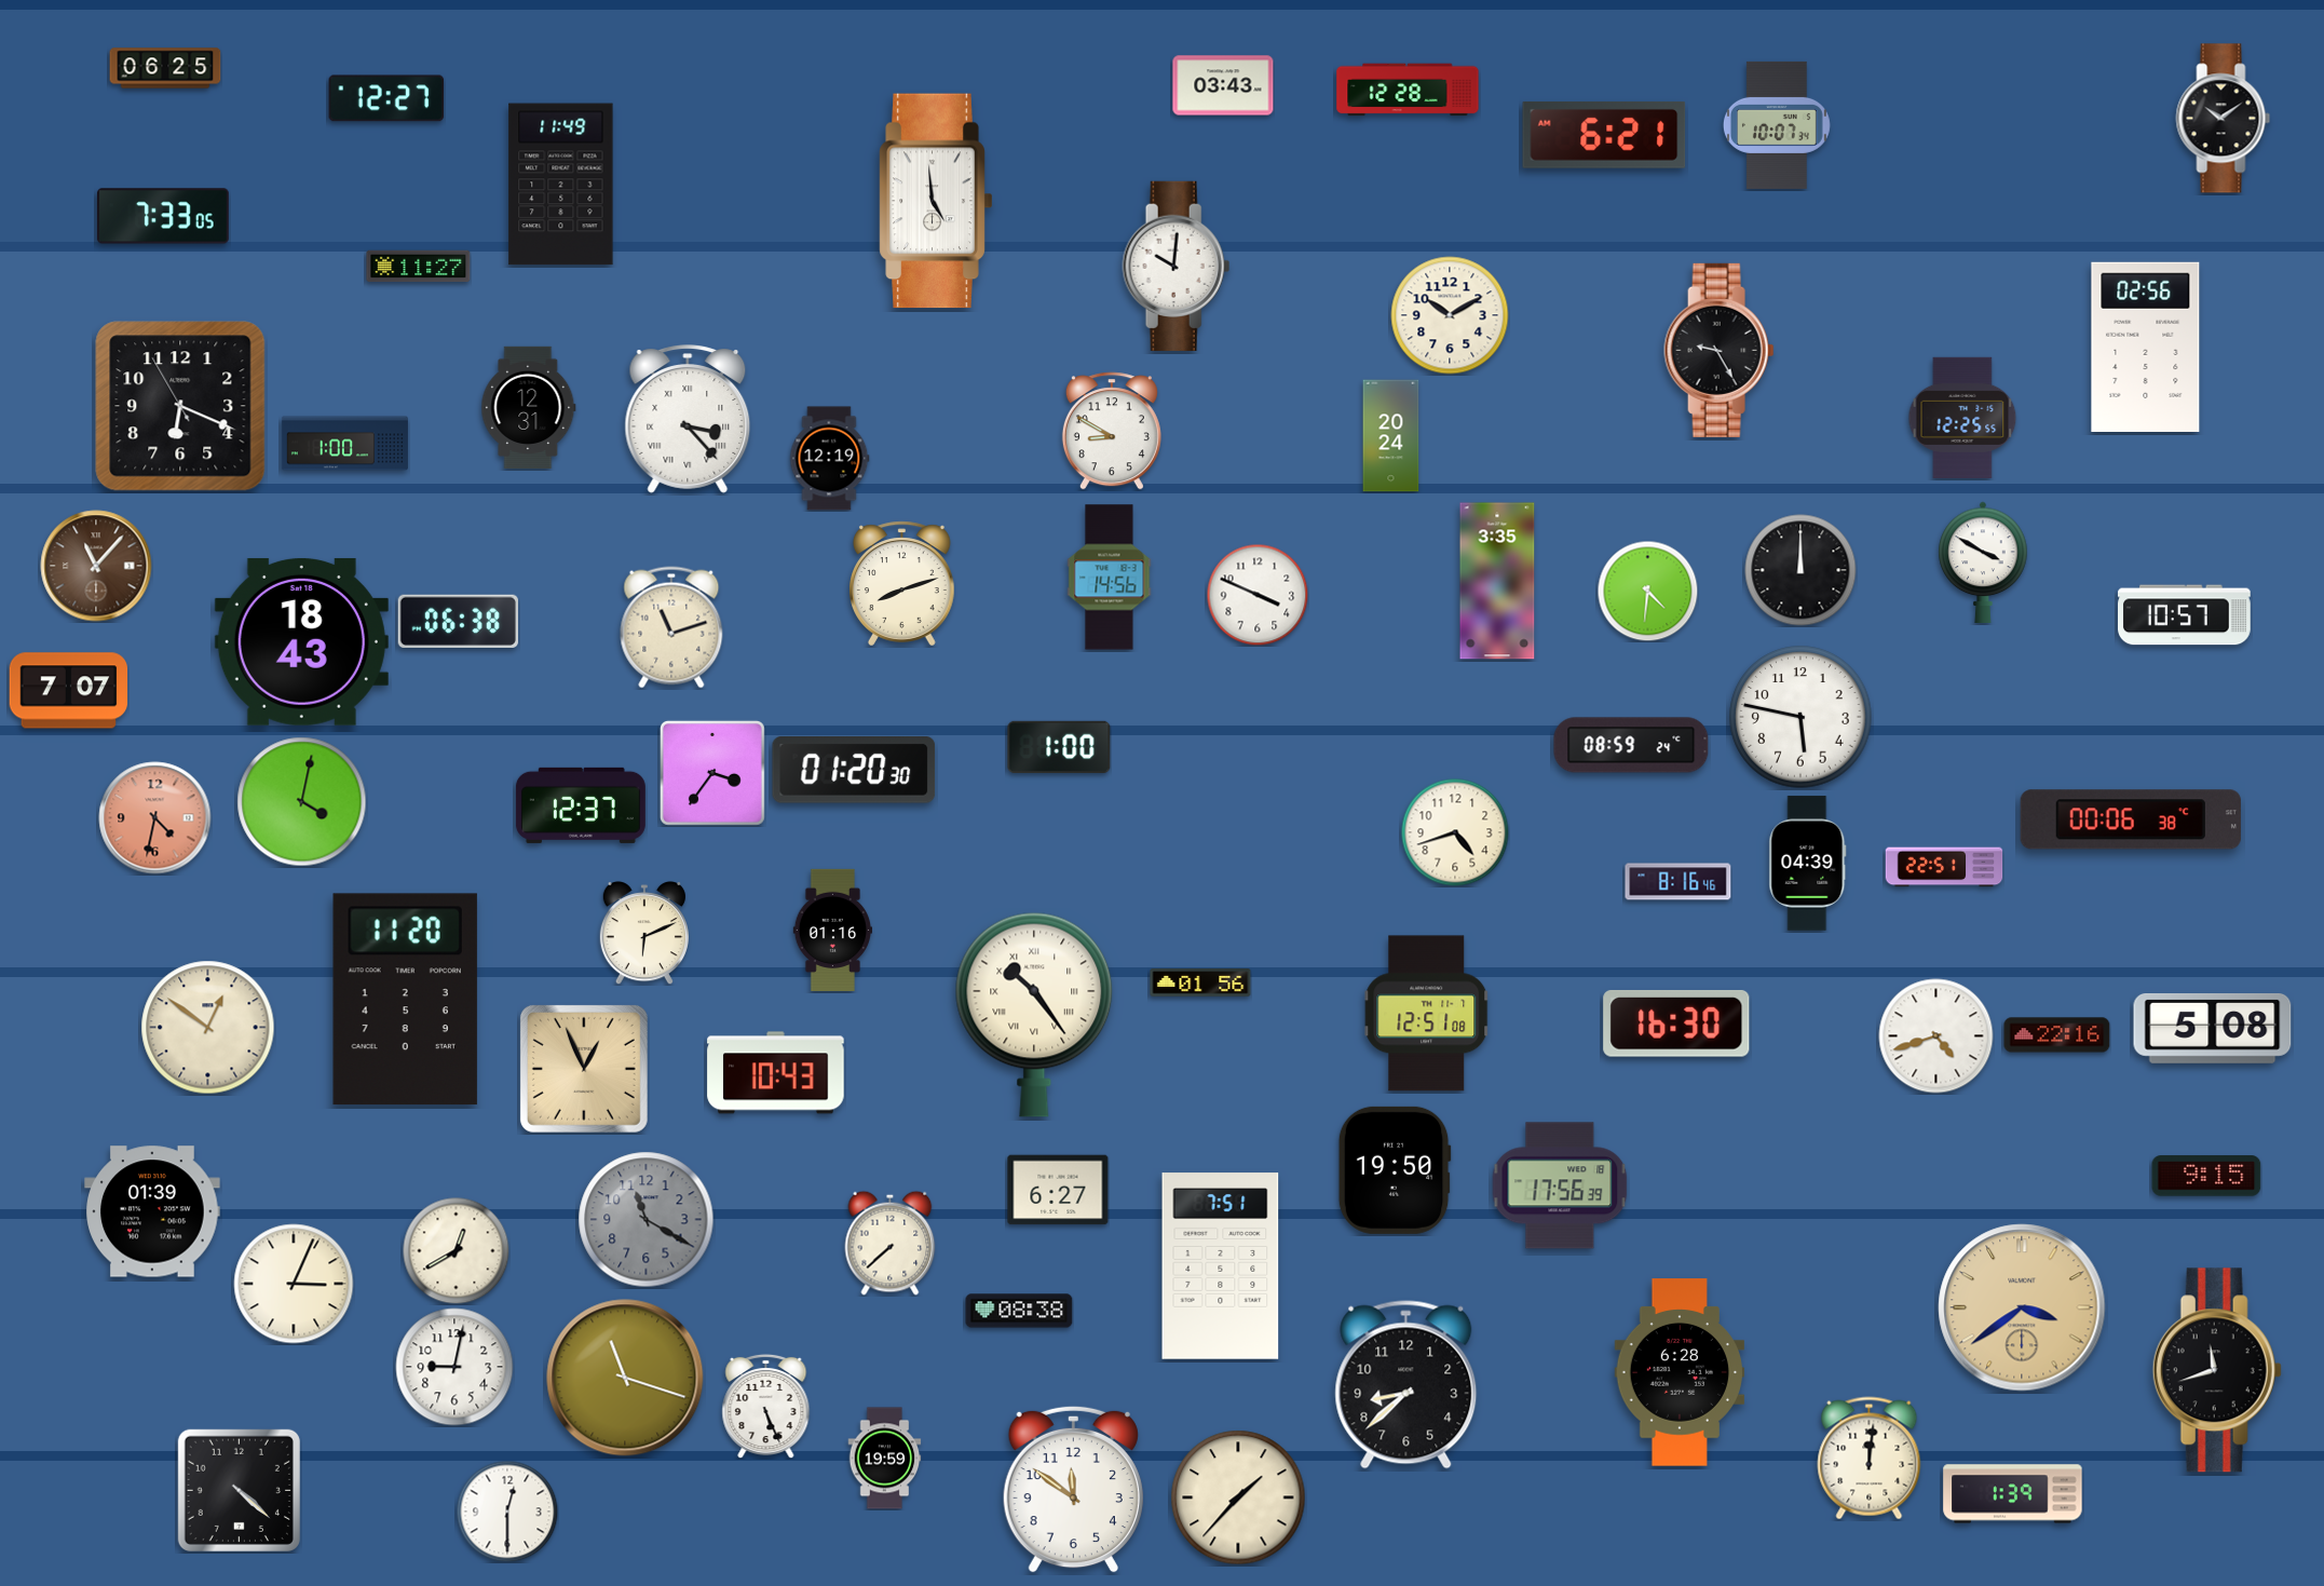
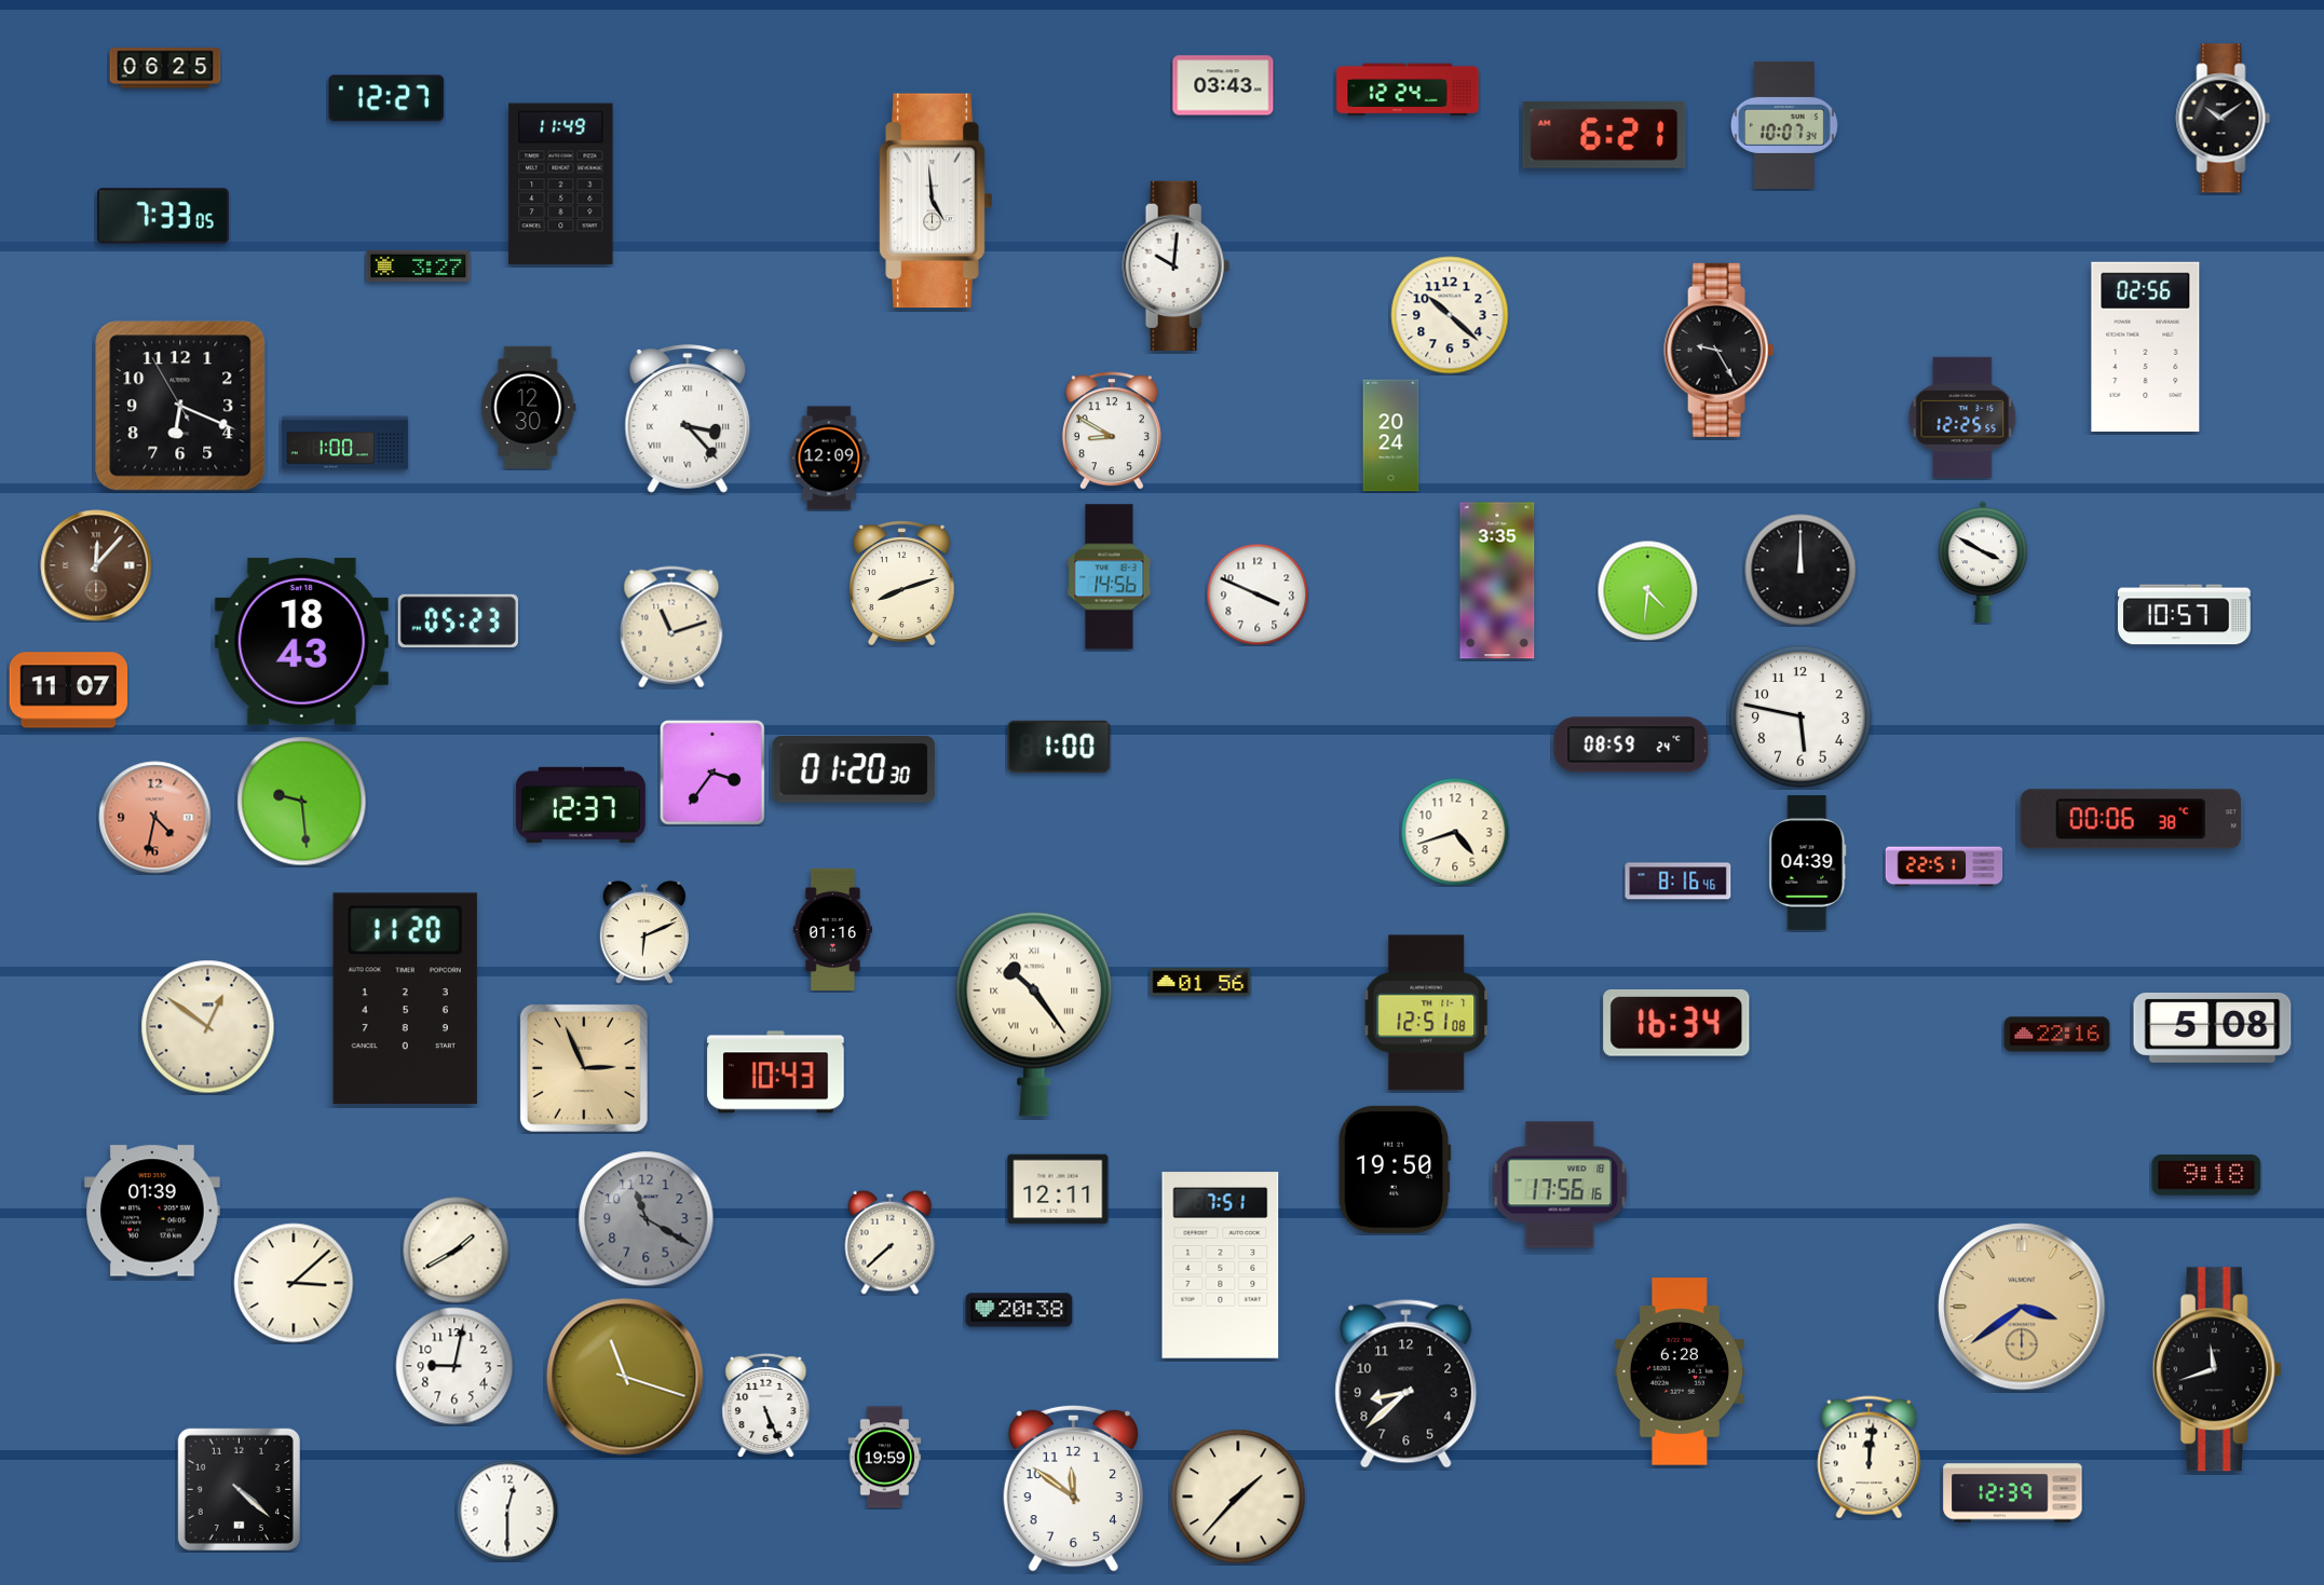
clock at (1408, 90): 12:28 -> 12:24
clock at (1777, 125) position: (1777, 125) -> (1784, 125)
clock at (419, 267): 11:27 -> 3:27
clock at (1450, 315): 10:10 -> 10:22
clock at (529, 407): 12:31 -> 12:30
clock at (829, 459): 12:19 -> 12:09
clock at (96, 566): 11:07 -> 12:07
clock at (458, 621): 06:38 -> 05:23
clock at (69, 691): 7:07 -> 11:07
clock at (302, 802): 4:02 -> 9:29
clock at (1676, 1024): 16:30 -> 16:34
clock at (1936, 1036): 4:42 -> none
clock at (584, 1069): 12:56 -> 2:56
clock at (2206, 1176): 9:15 -> 9:18
clock at (1560, 1185): 17:56:39 -> 17:56:16
clock at (1058, 1190): 6:27 -> 12:11
clock at (457, 1251): 12:40 -> 1:40
clock at (294, 1284): 3:04 -> 3:08
clock at (1019, 1311): 08:38 -> 20:38
clock at (2013, 1494): 1:39 -> 12:39
